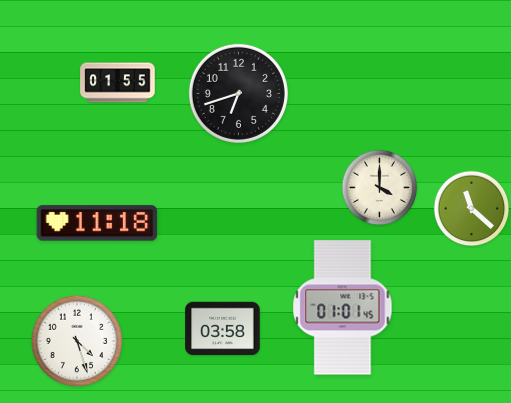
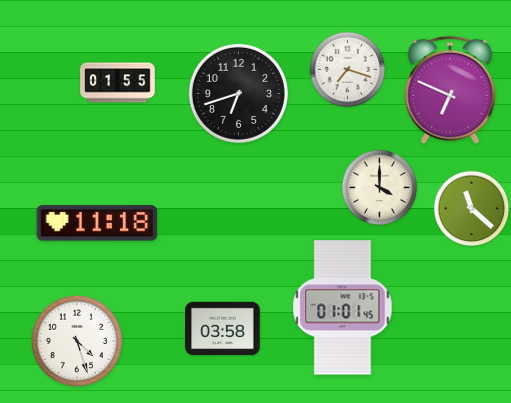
clock at (348, 70): none -> 7:18
clock at (450, 90): none -> 6:49
